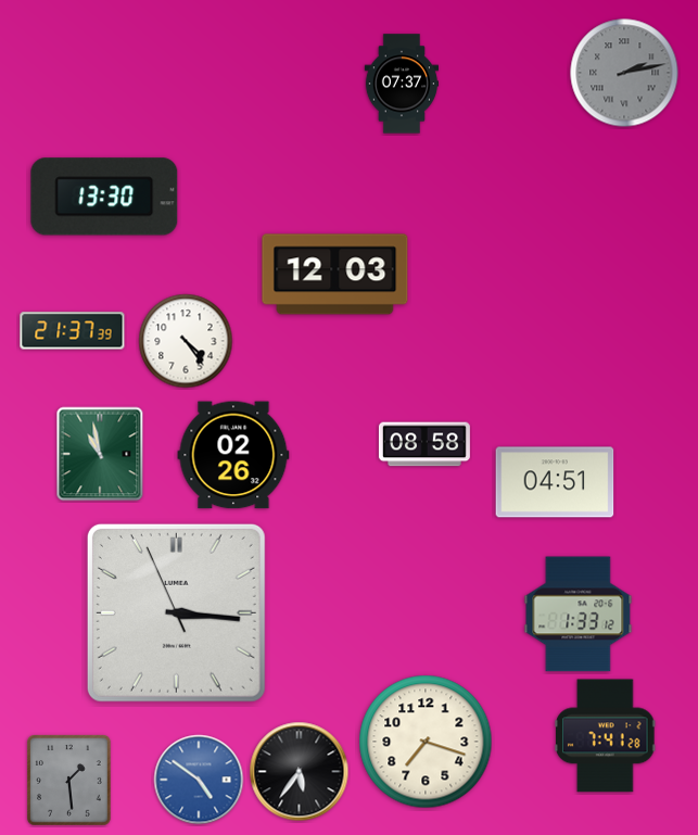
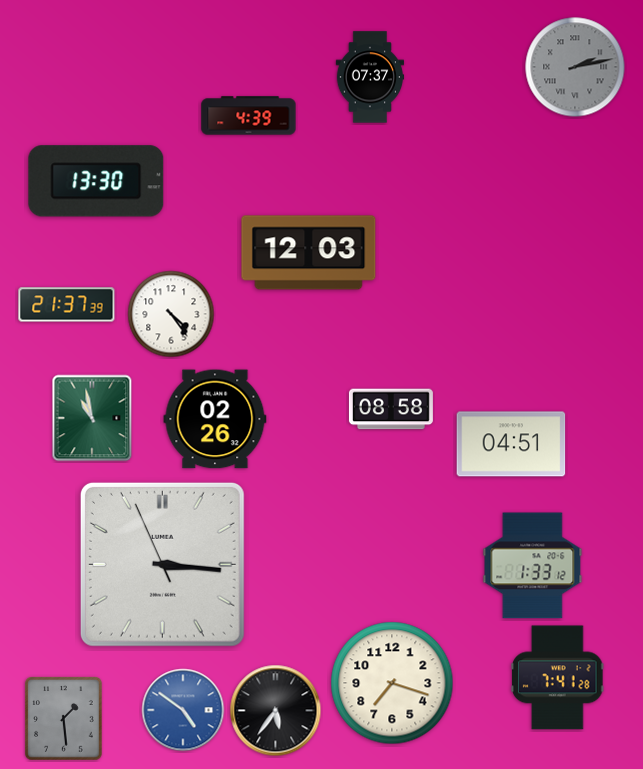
clock at (249, 116): none -> 4:39
clock at (199, 780) position: (199, 780) -> (183, 710)
